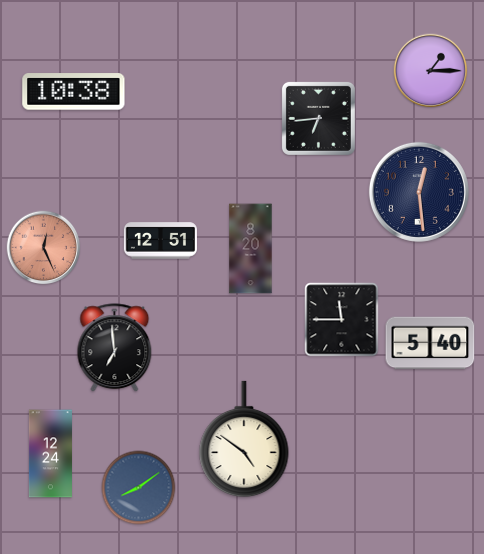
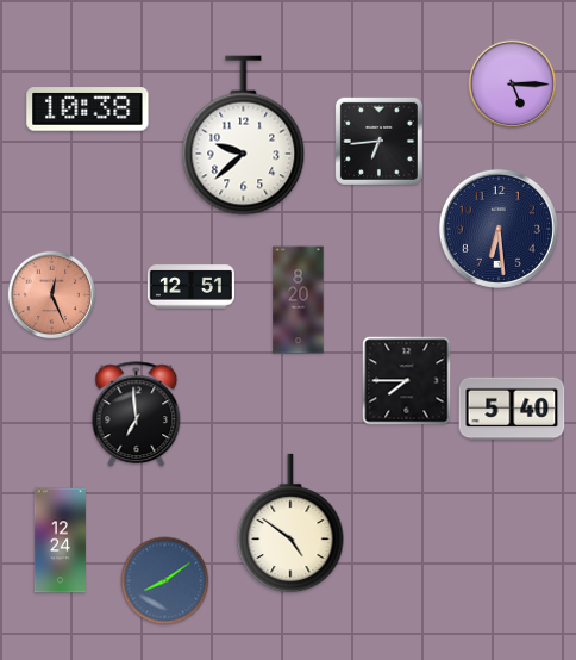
clock at (431, 71): 1:15 -> 5:15
clock at (244, 136): none -> 9:38
clock at (419, 192): 12:29 -> 6:29
clock at (251, 249) position: (251, 249) -> (299, 300)
clock at (342, 320): 11:45 -> 7:45
